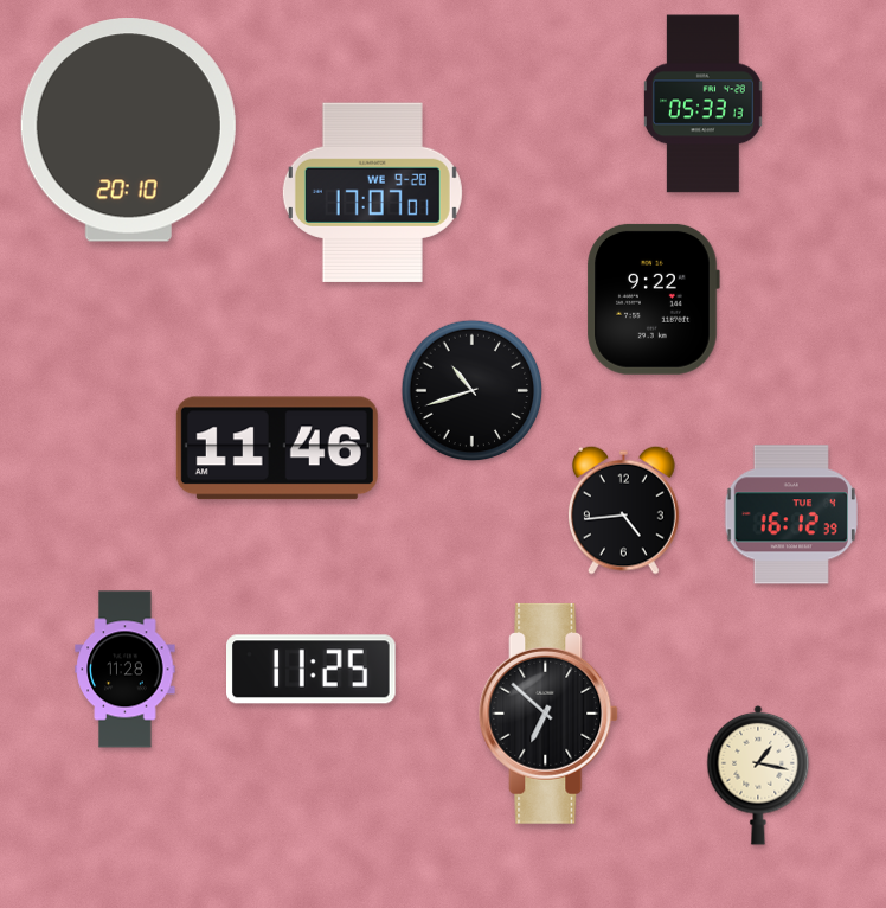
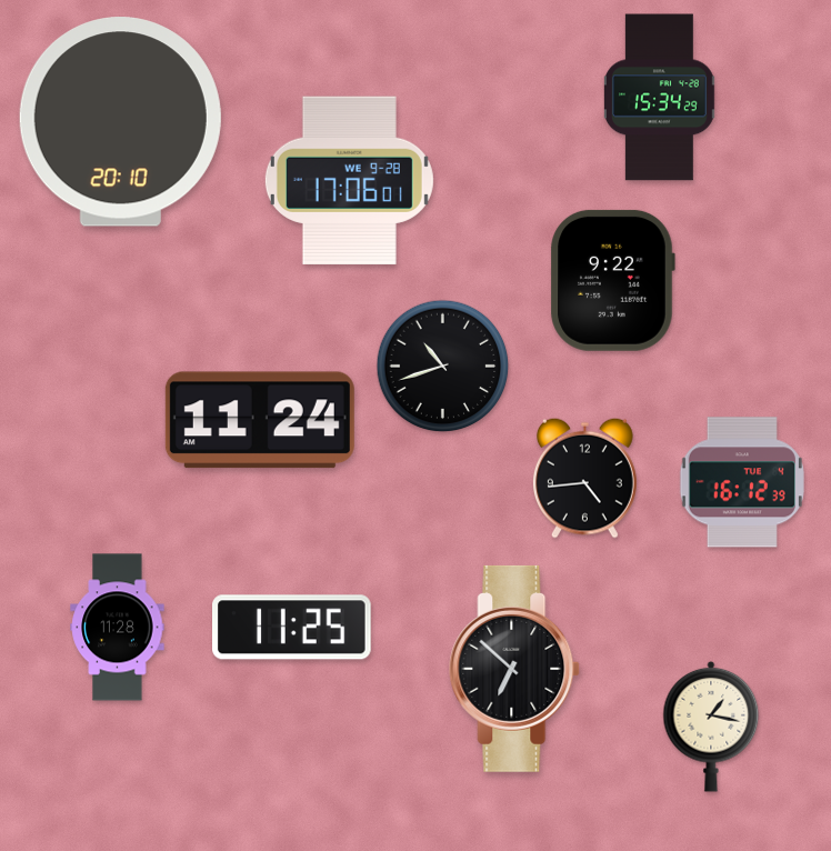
clock at (704, 104): 05:33 -> 15:34
clock at (372, 192): 17:07 -> 17:06
clock at (277, 448): 11:46 -> 11:24
